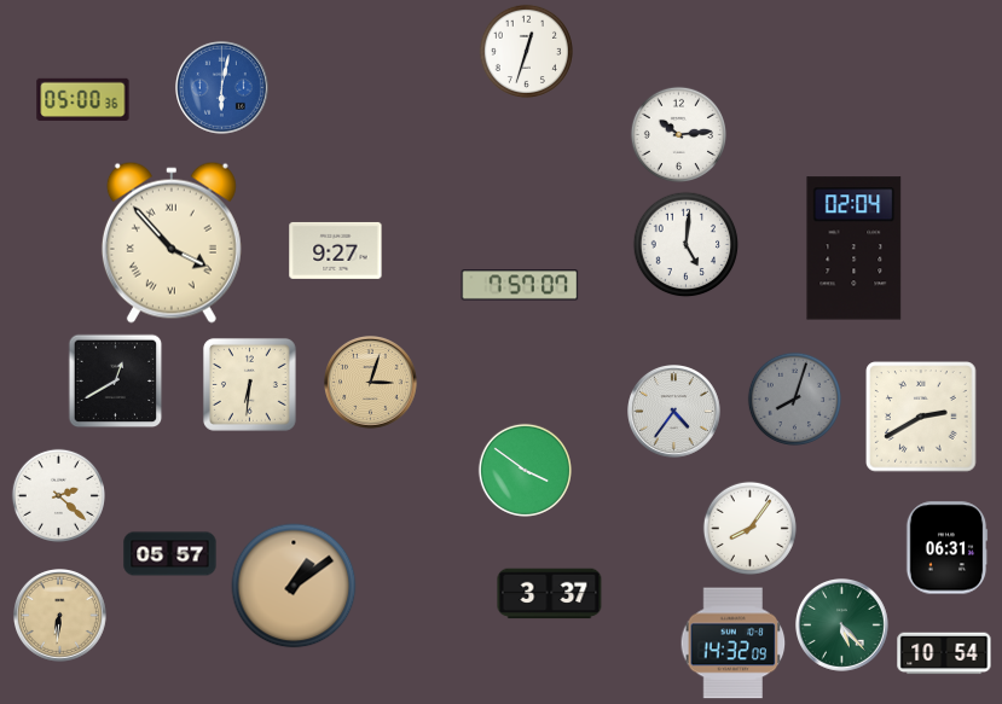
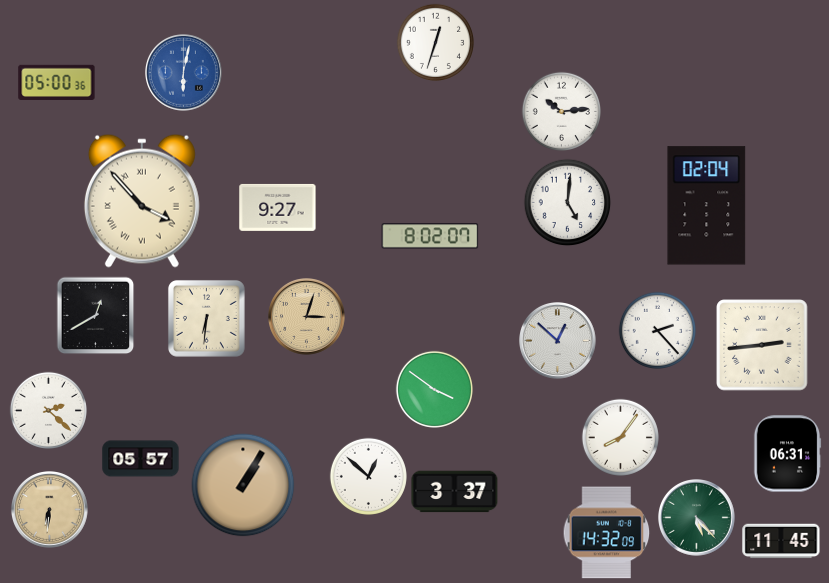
clock at (83, 99) position: (83, 99) -> (57, 82)
clock at (520, 285): 7:57 -> 8:02
clock at (794, 398): 8:03 -> 2:23
clock at (794, 398) dial: grey -> white
clock at (674, 412): 4:36 -> 12:52
clock at (921, 417): 2:40 -> 2:44
clock at (946, 548) position: (946, 548) -> (787, 454)
clock at (368, 476): none -> 12:52
clock at (294, 586): 1:09 -> 1:05
clock at (944, 653): 10:54 -> 11:45
